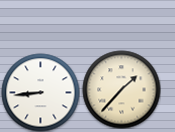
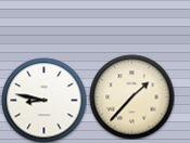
clock at (40, 92): 8:44 -> 8:47
